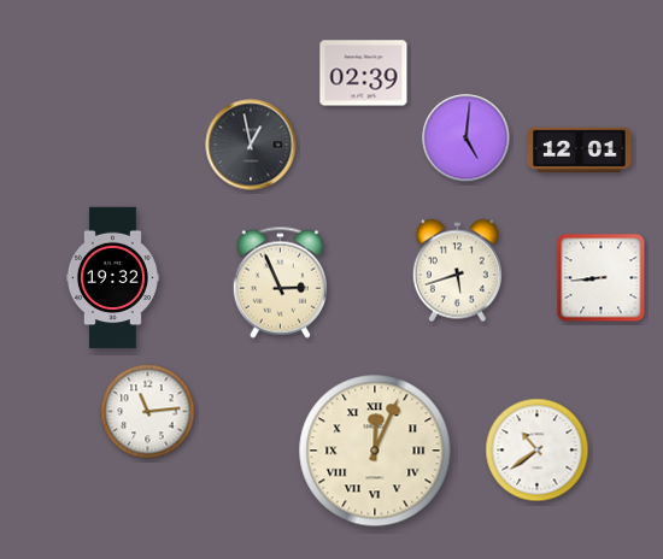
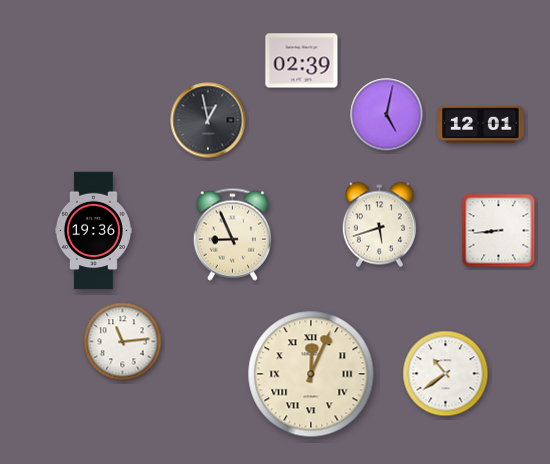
clock at (467, 139): 5:01 -> 5:02
clock at (112, 278): 19:32 -> 19:36
clock at (280, 282): 2:56 -> 8:56
